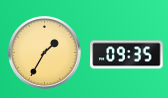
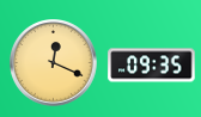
clock at (45, 53): 1:35 -> 12:19
